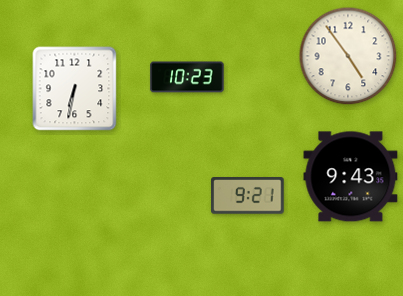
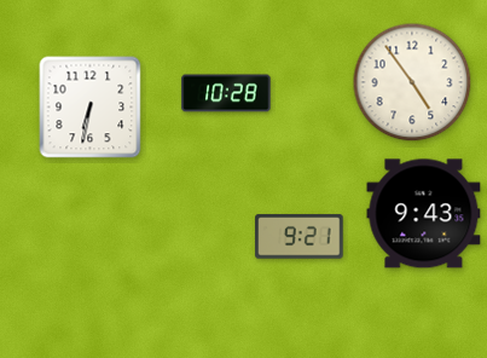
clock at (348, 56) position: (348, 56) -> (412, 82)
clock at (187, 77): 10:23 -> 10:28
